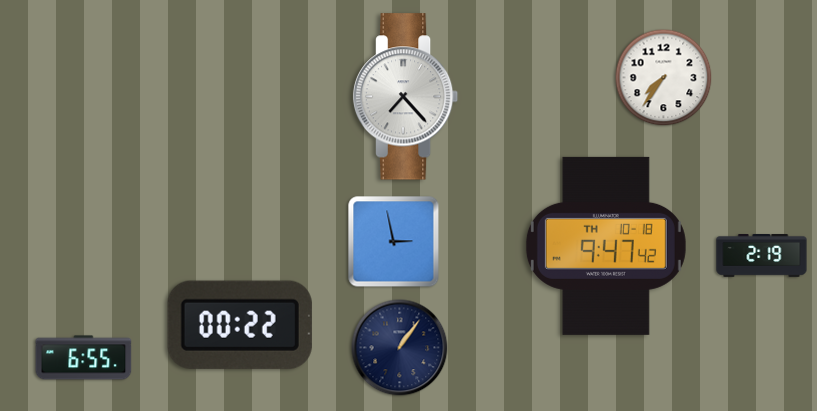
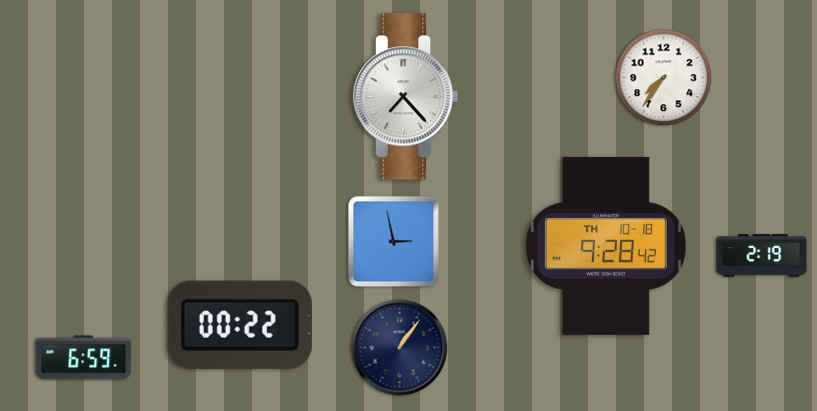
clock at (606, 246): 9:47 -> 9:28
clock at (84, 358): 6:55 -> 6:59
